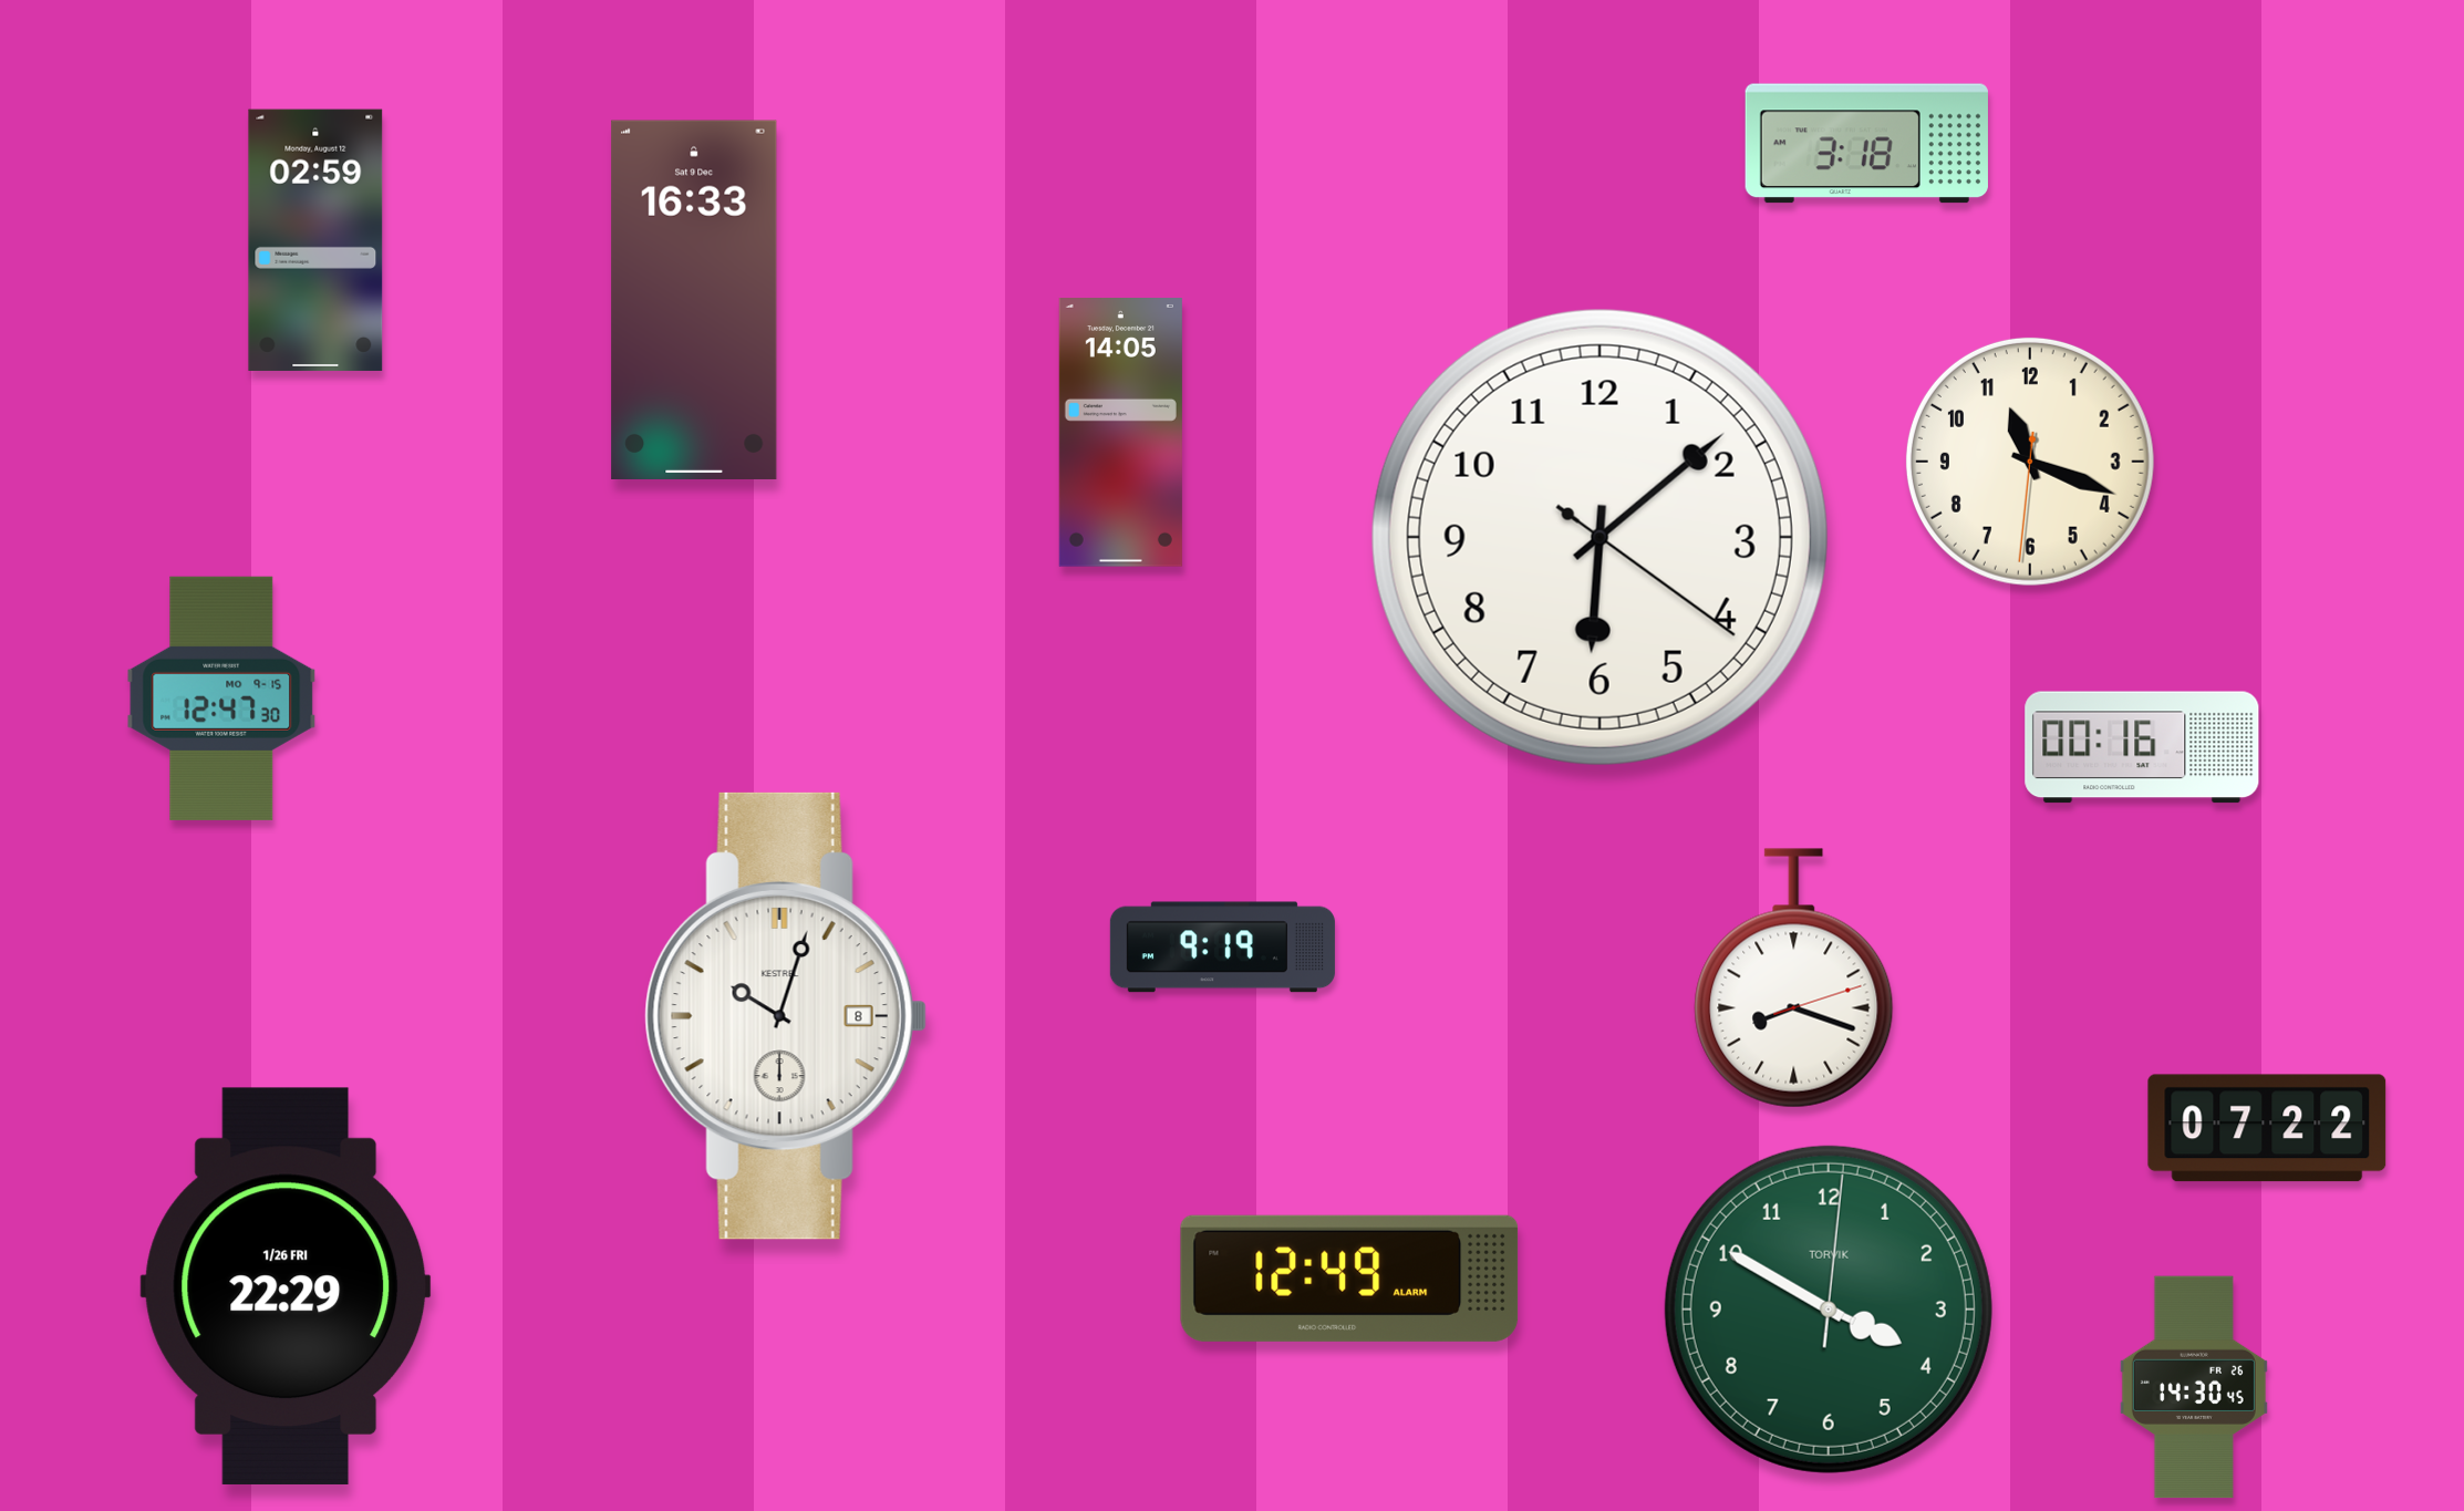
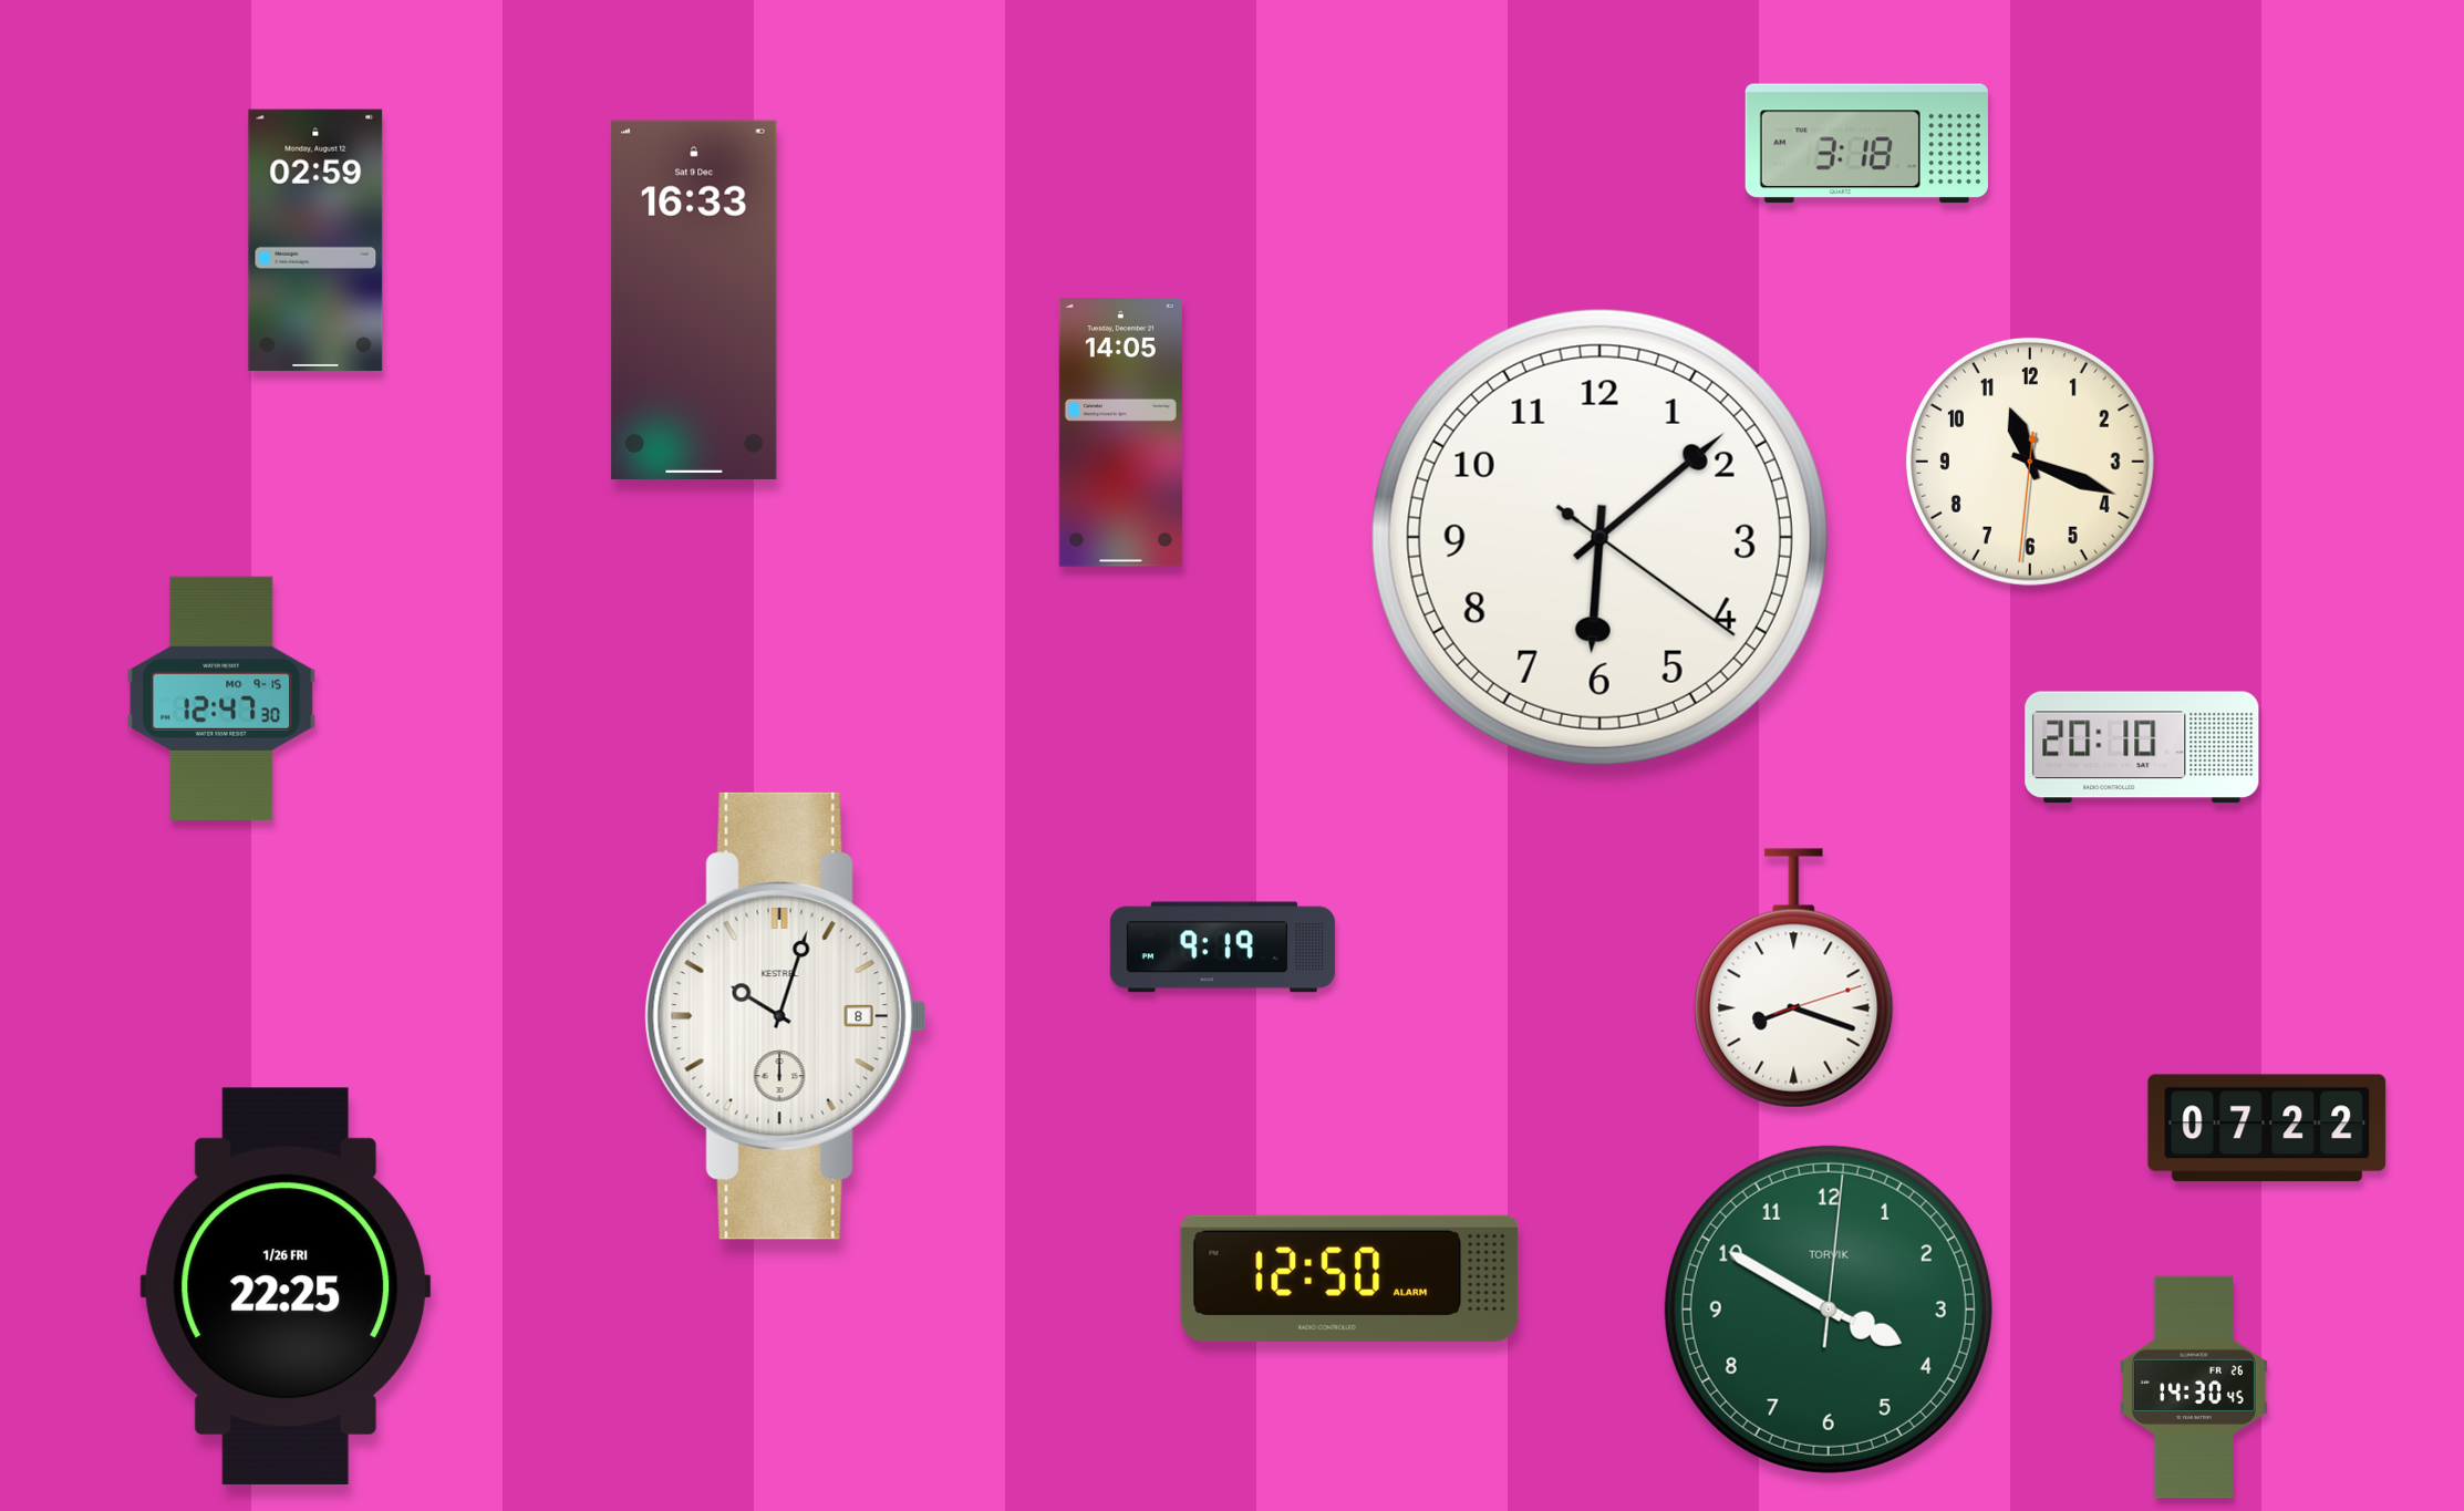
clock at (2142, 747): 00:16 -> 20:10
clock at (1349, 1279): 12:49 -> 12:50
clock at (286, 1286): 22:29 -> 22:25
